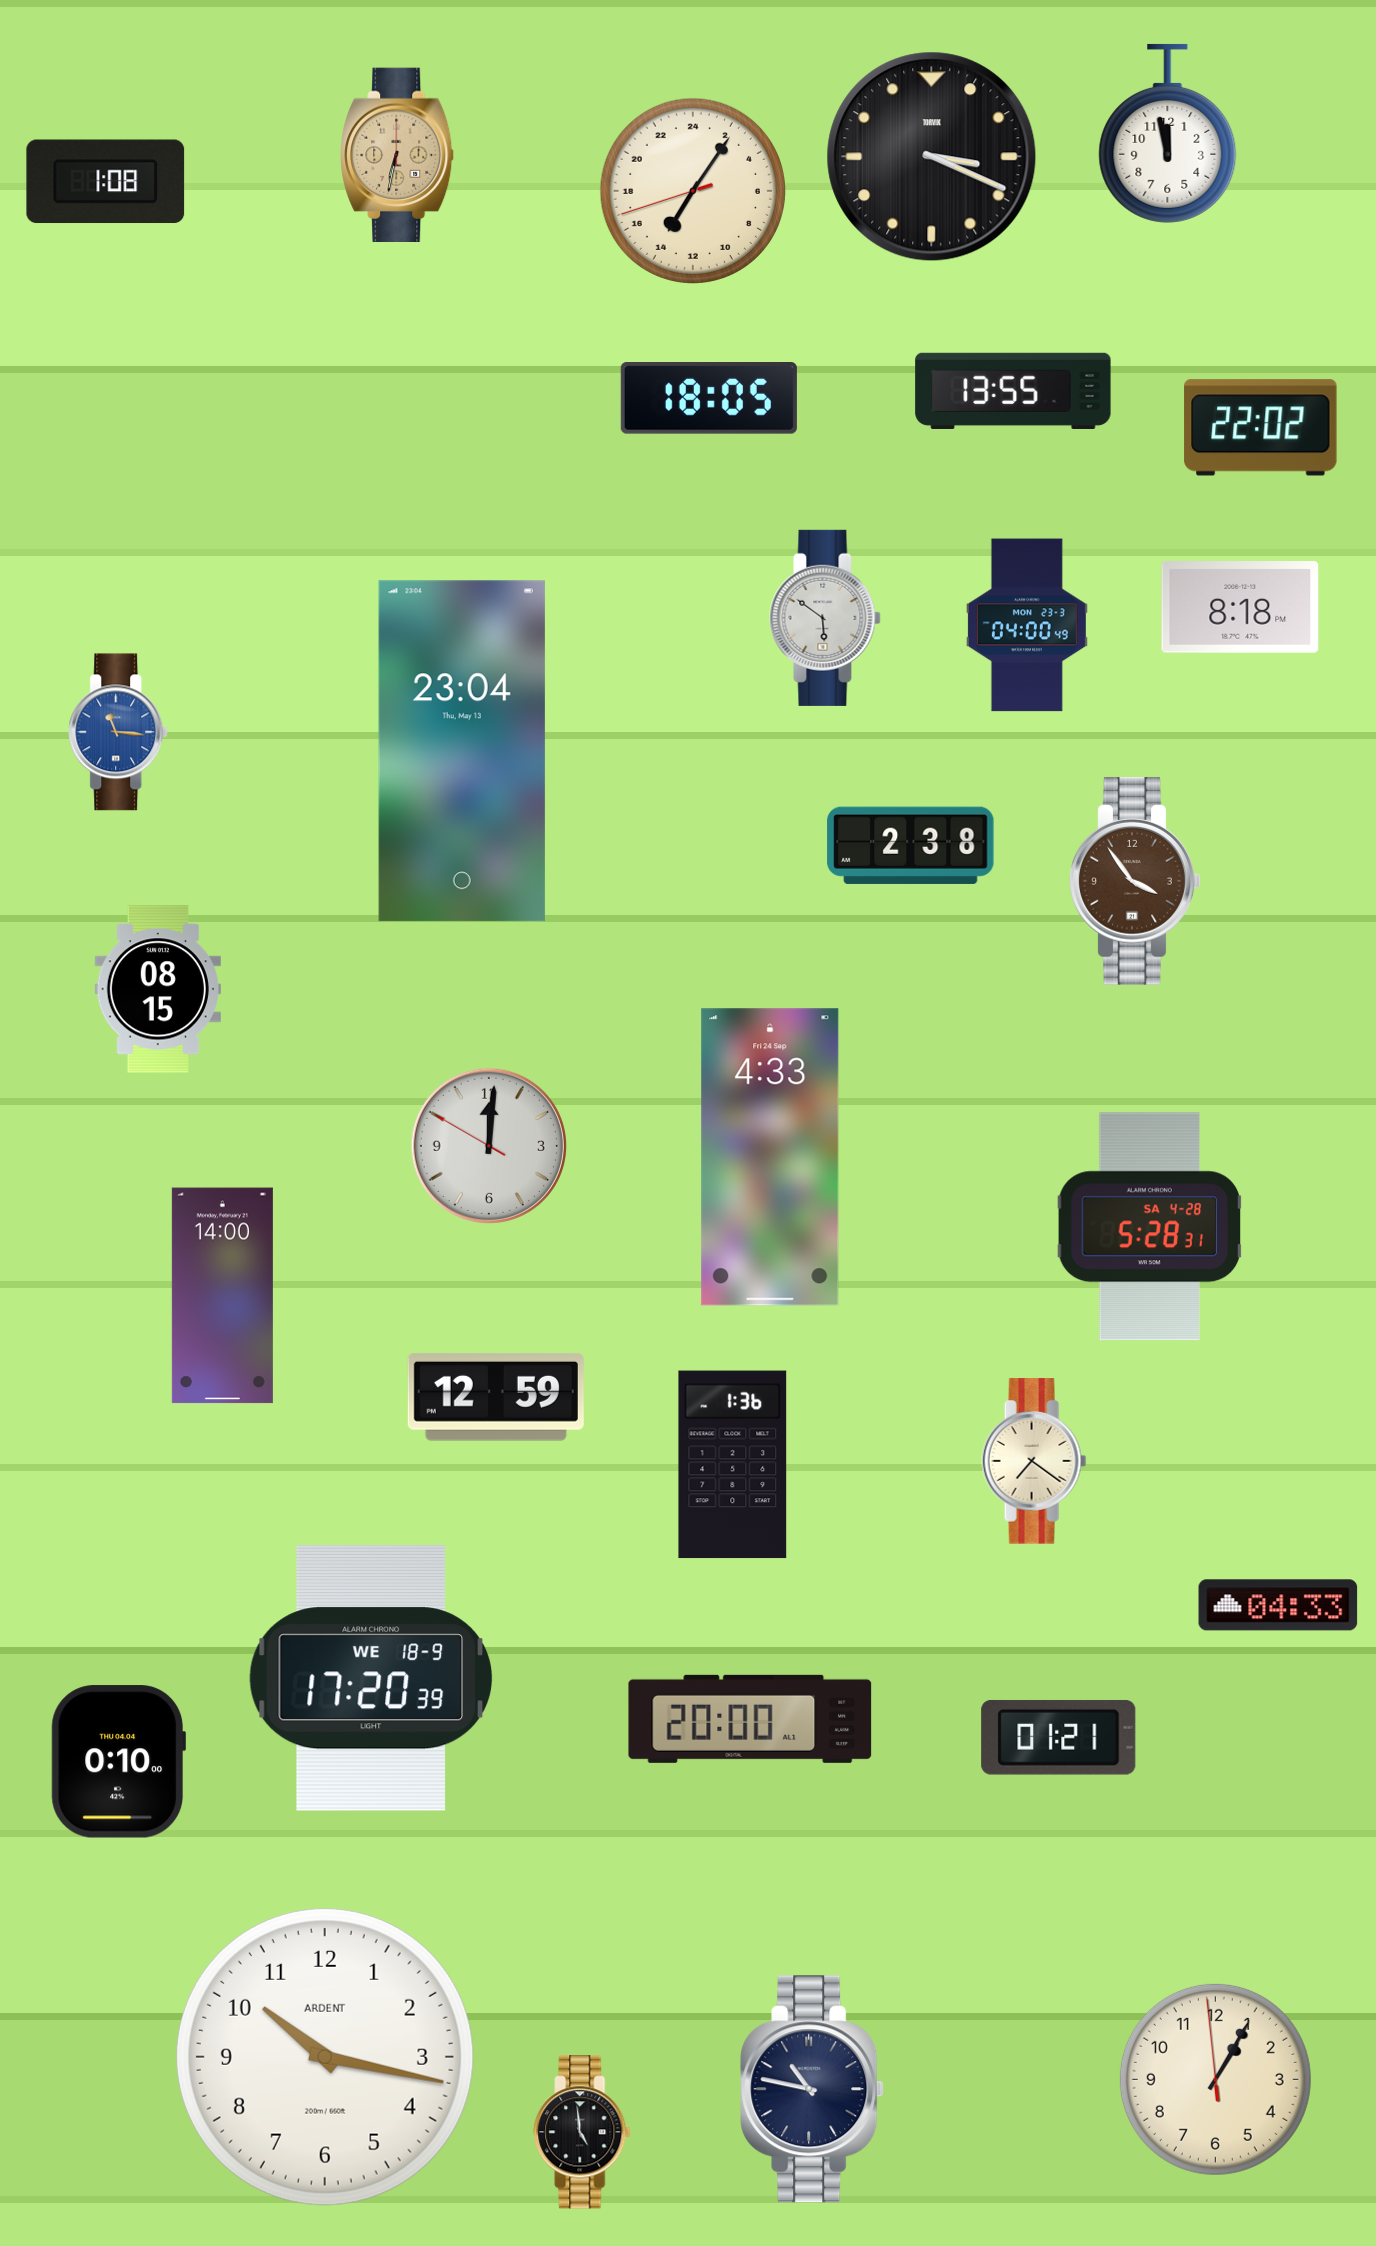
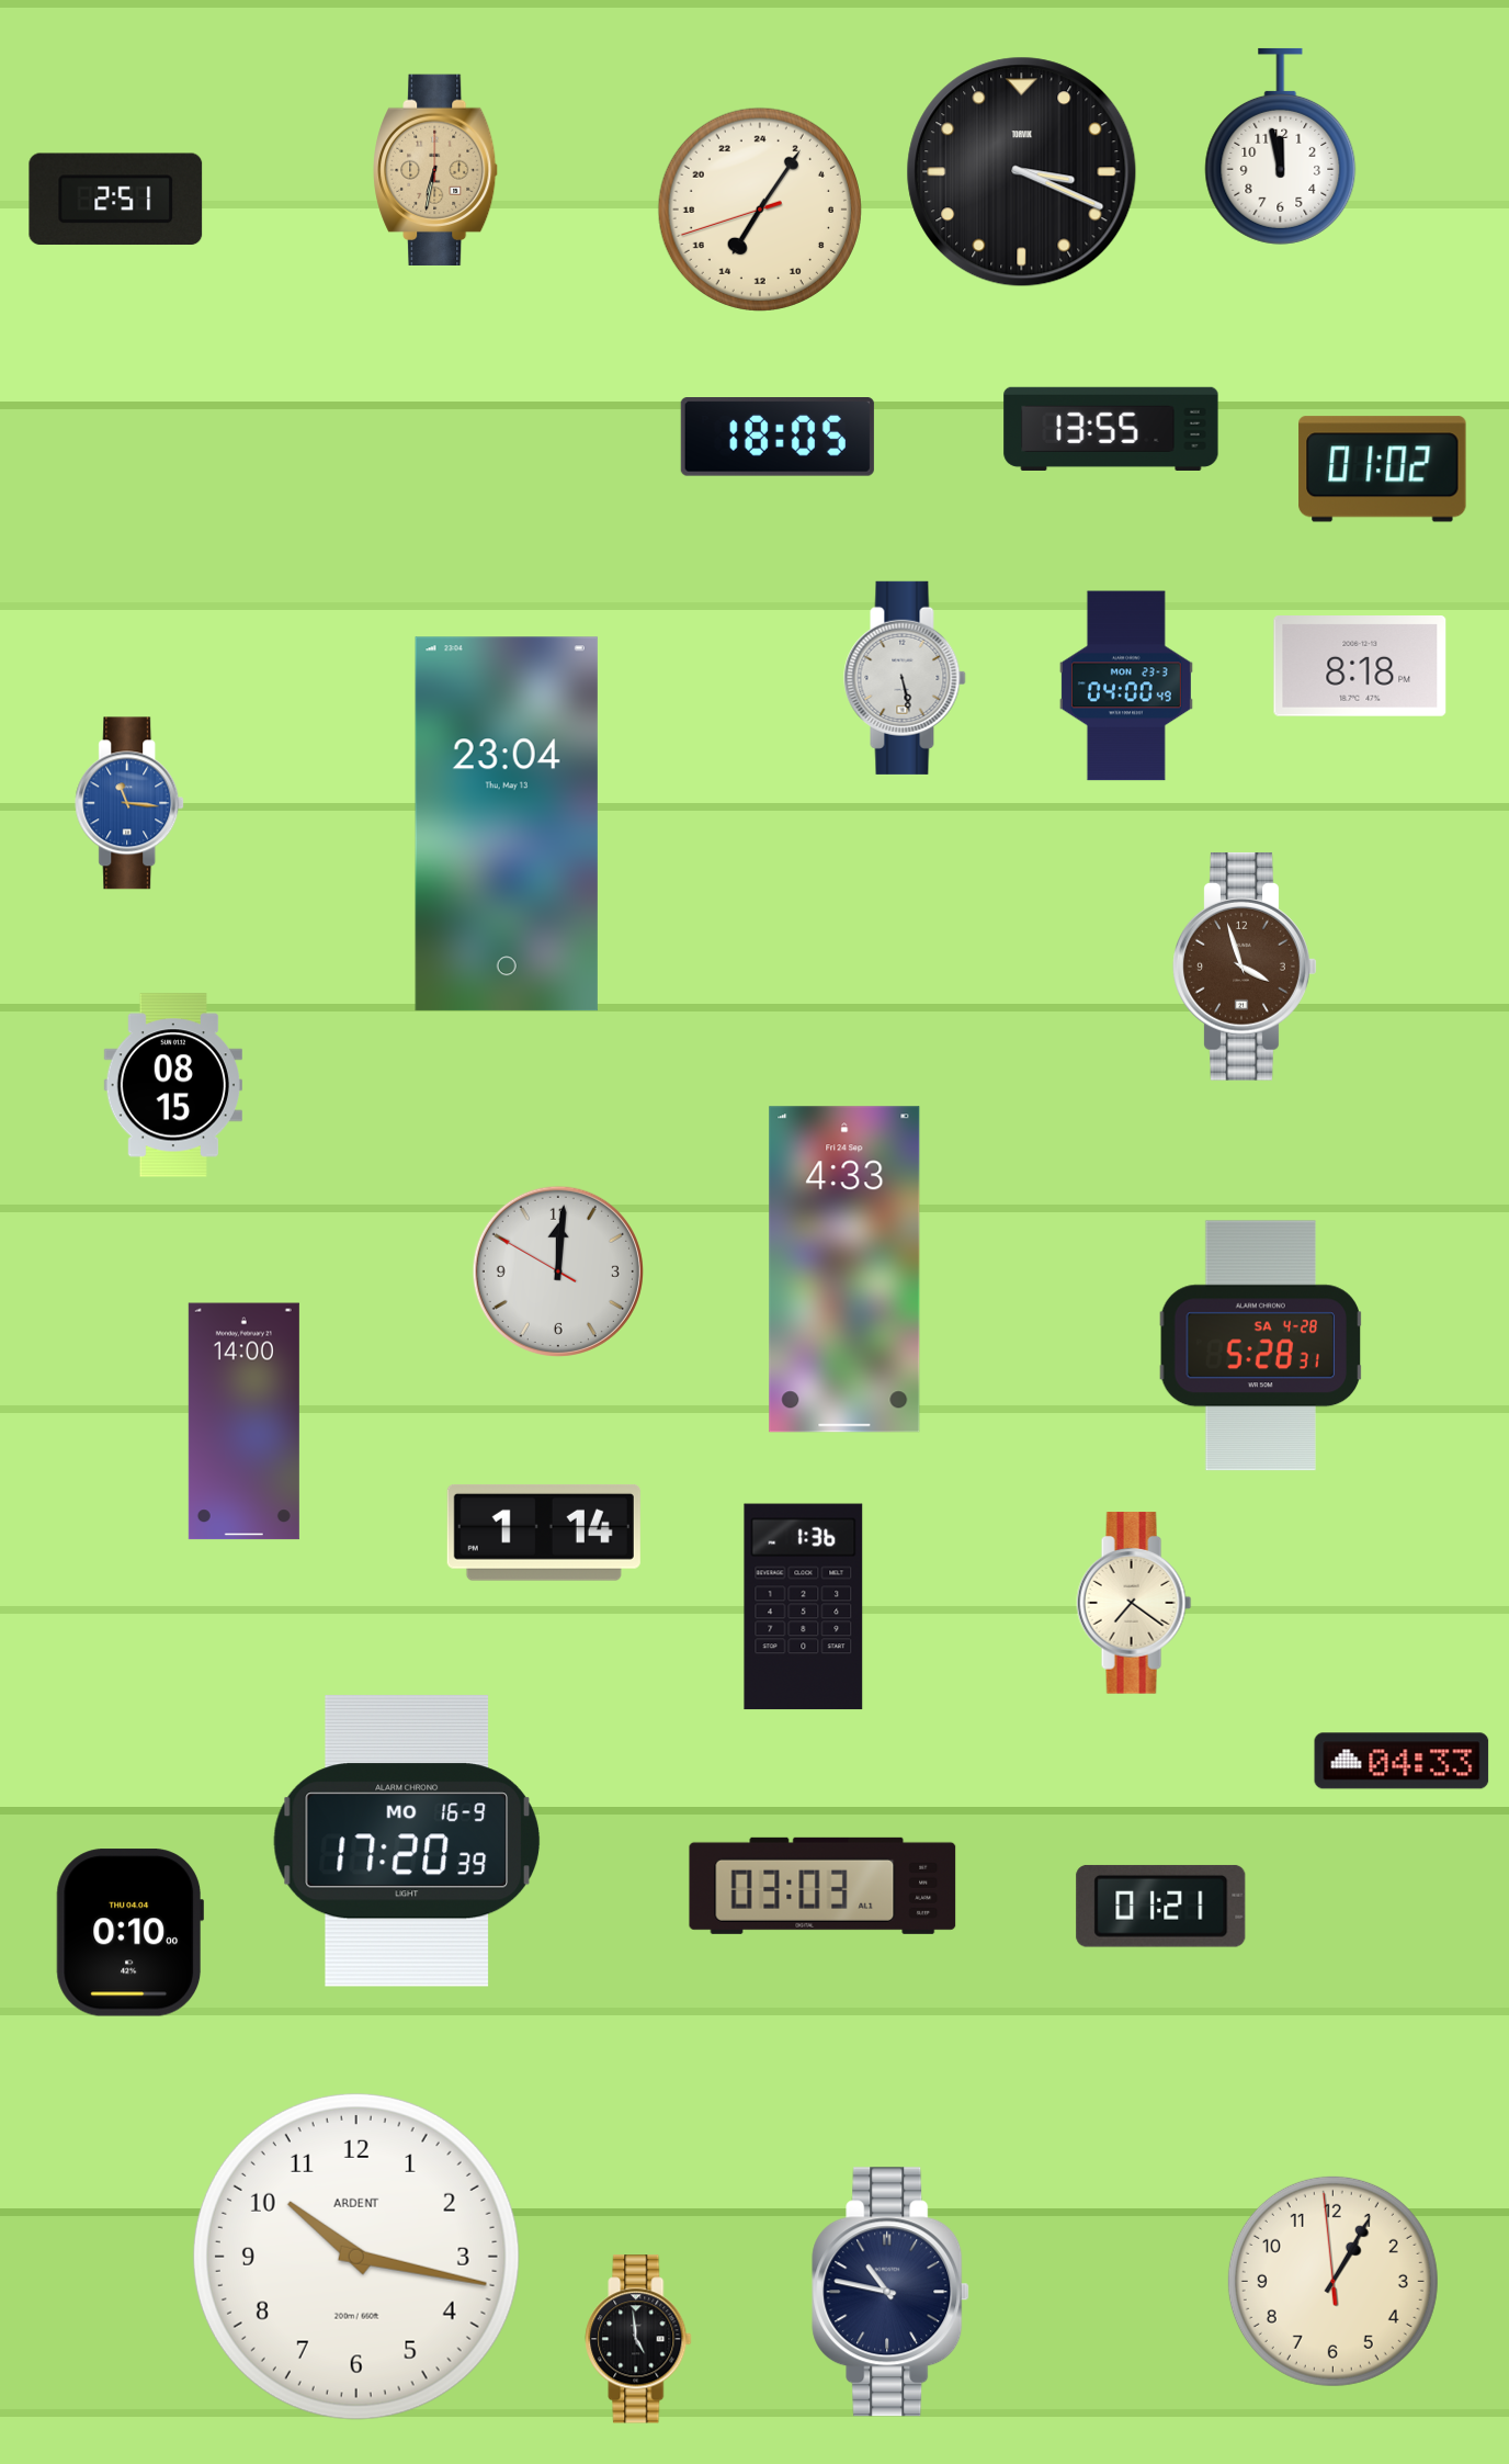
clock at (106, 182): 1:08 -> 2:51
clock at (1261, 428): 22:02 -> 01:02
clock at (825, 618): 5:51 -> 5:28
clock at (911, 845): 2:38 -> none
clock at (1135, 881): 3:54 -> 3:57
clock at (489, 1146) position: (489, 1146) -> (558, 1271)
clock at (496, 1397): 12:59 -> 1:14
clock at (371, 1678) date: WE 18-9 -> MO 16-9
clock at (750, 1719): 20:00 -> 03:03
